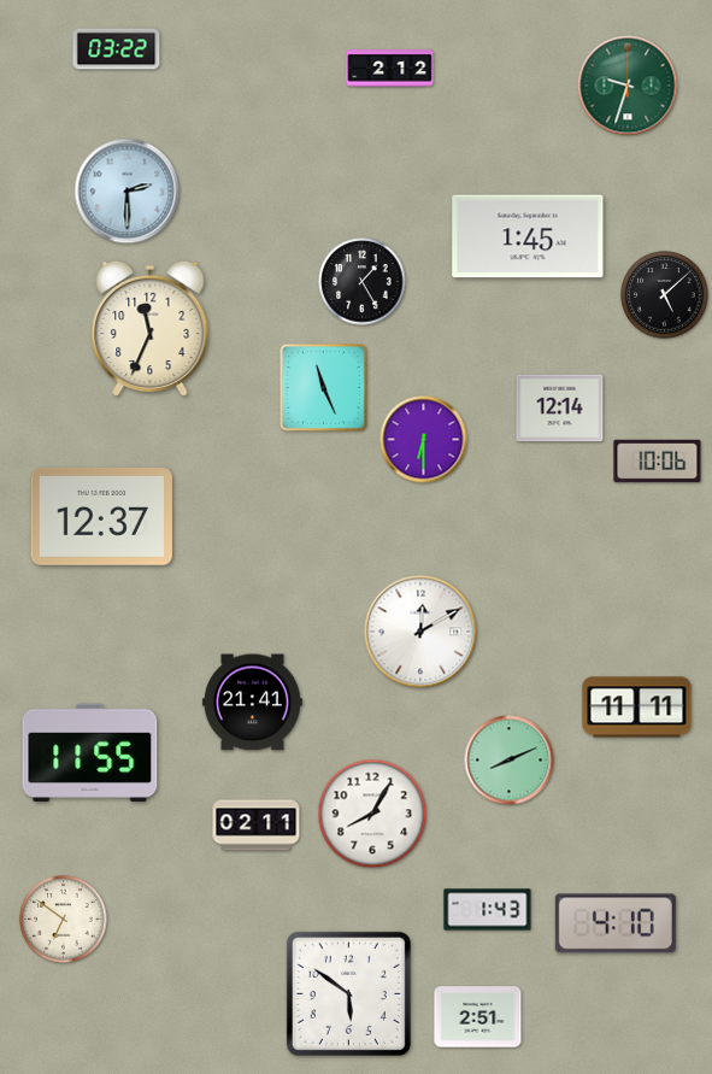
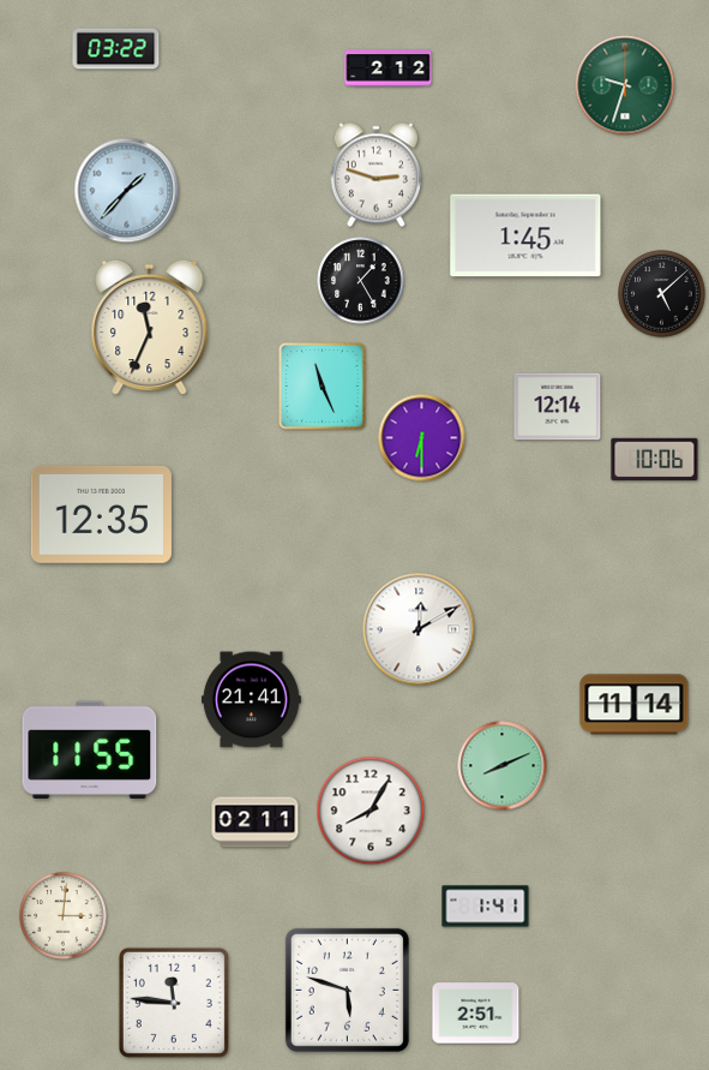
clock at (375, 175): none -> 2:48
clock at (128, 192): 2:30 -> 1:37
clock at (101, 516): 12:37 -> 12:35
clock at (637, 708): 11:11 -> 11:14
clock at (510, 761) position: (510, 761) -> (503, 766)
clock at (488, 910): 1:43 -> 1:41
clock at (64, 920): 6:51 -> 3:01
clock at (616, 923): 4:10 -> none
clock at (348, 993): 5:51 -> 5:48
clock at (174, 1003): none -> 11:46
